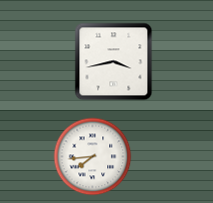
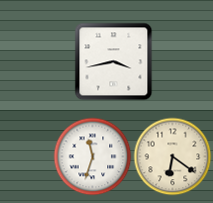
clock at (92, 156): 7:44 -> 11:33
clock at (172, 156): none -> 6:21
